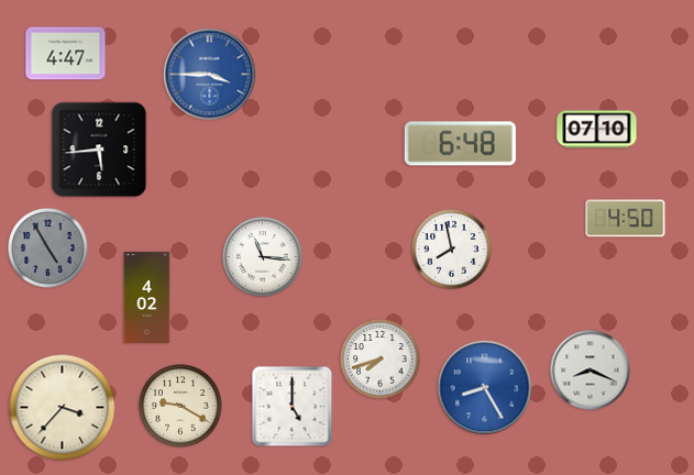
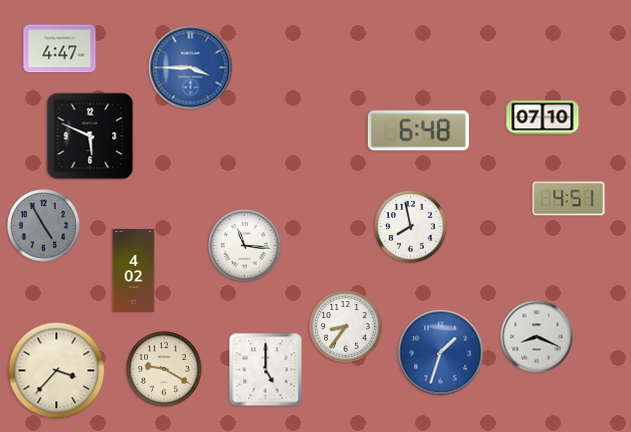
clock at (99, 150): 5:44 -> 5:49
clock at (626, 219): 4:50 -> 4:51
clock at (263, 257) position: (263, 257) -> (245, 246)
clock at (381, 360): 7:42 -> 8:36
clock at (485, 388): 8:25 -> 1:33
